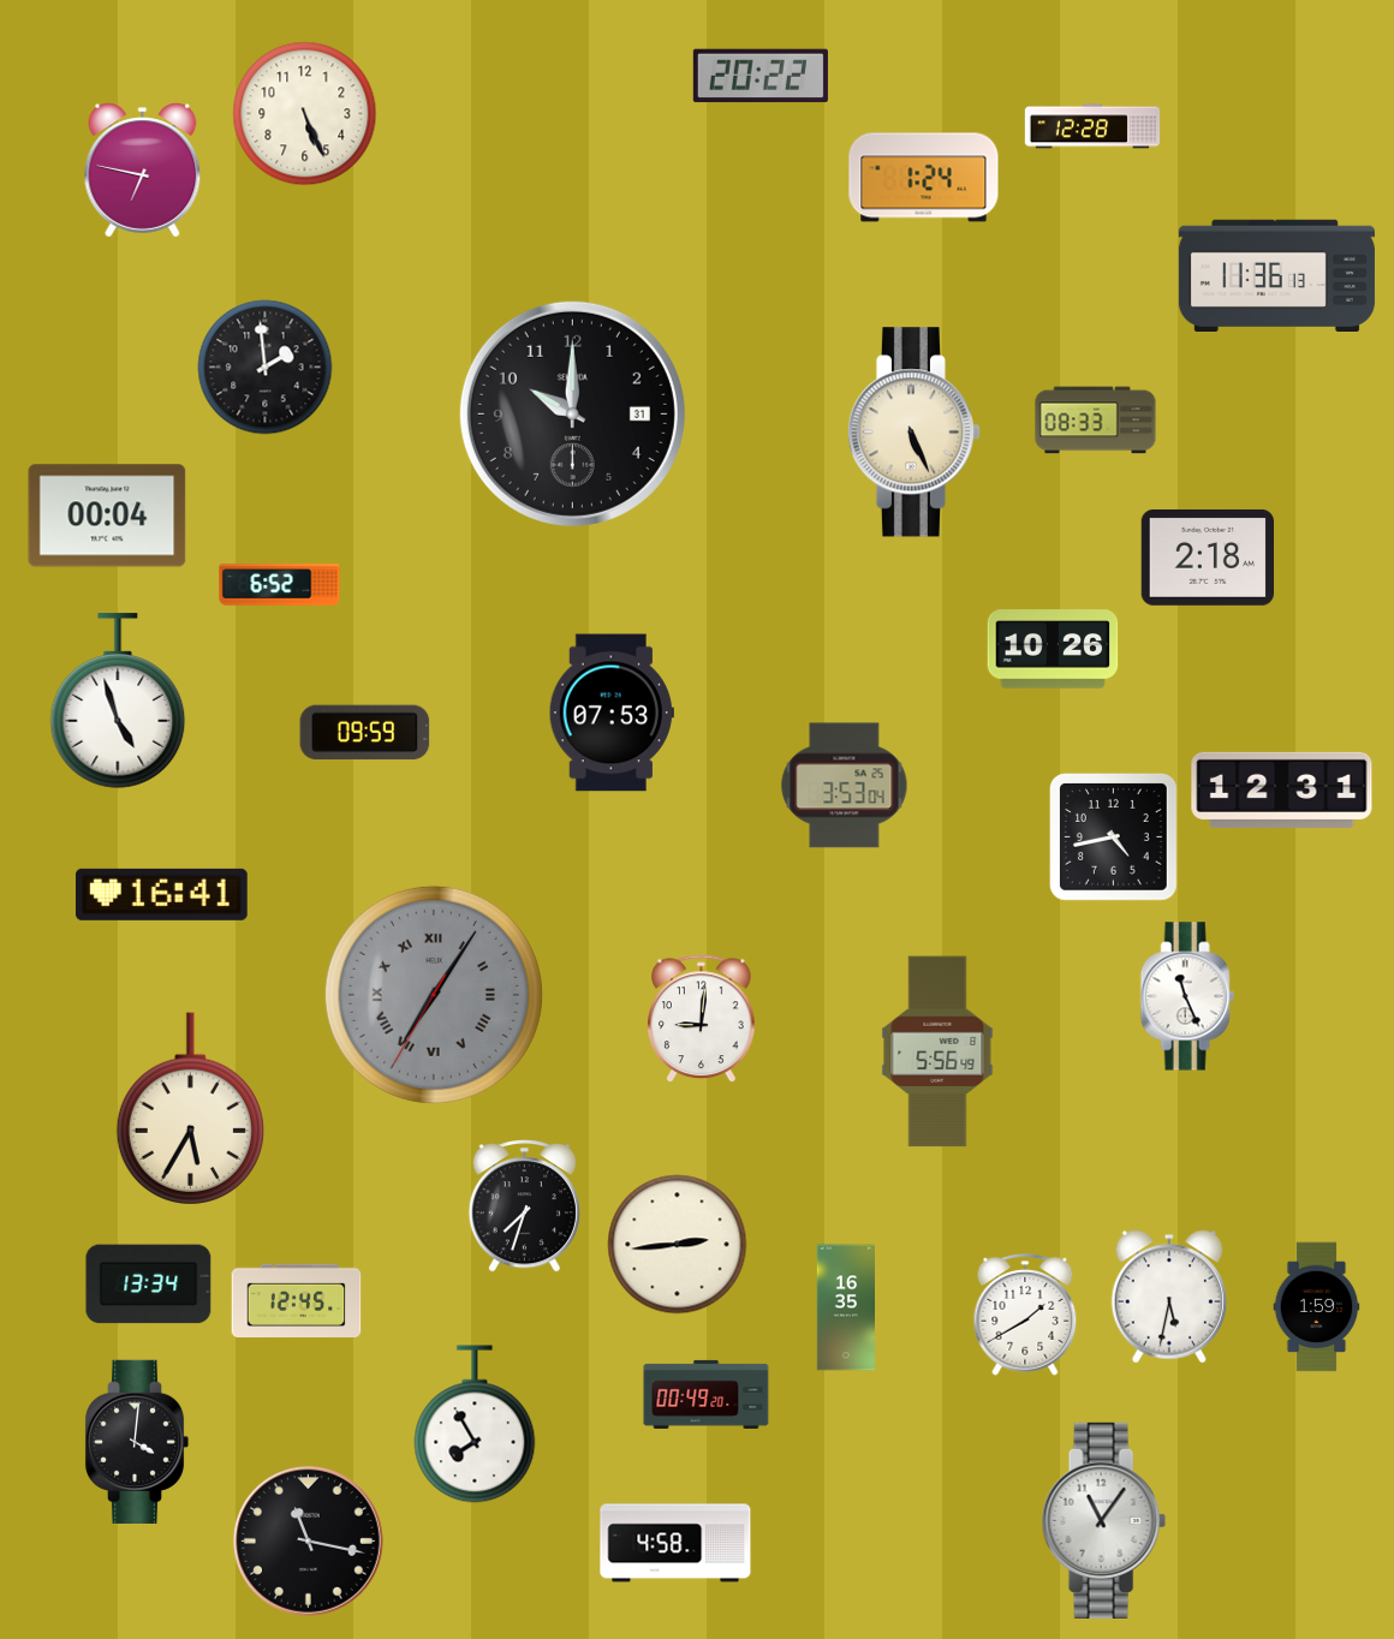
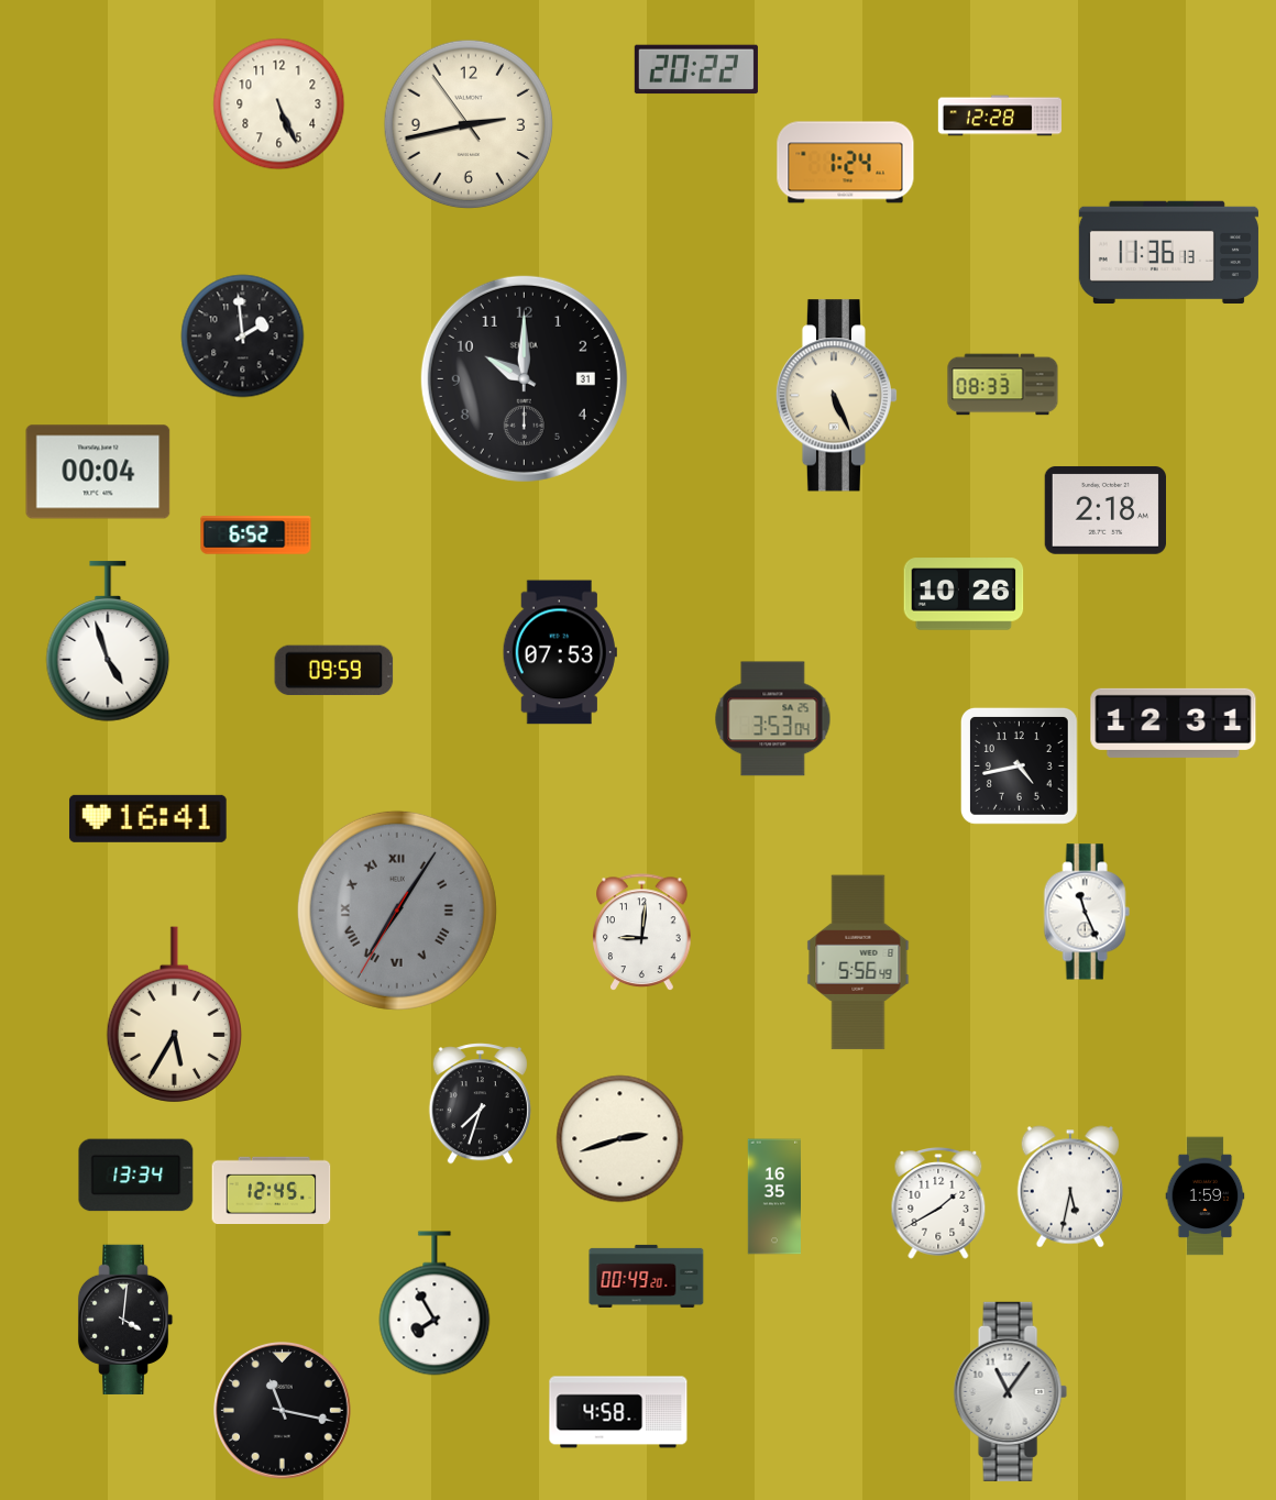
clock at (469, 124): none -> 2:42
clock at (143, 171): 6:47 -> none
clock at (678, 1245): 2:44 -> 2:42
